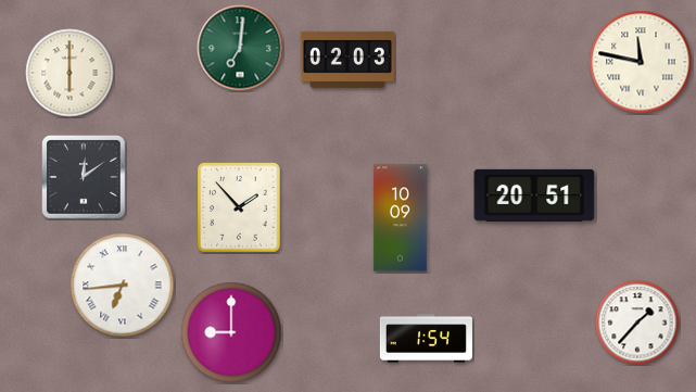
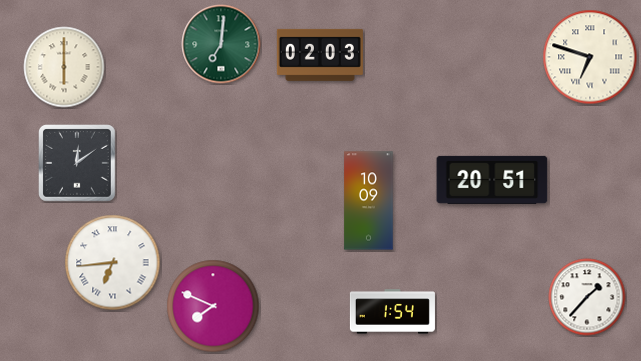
clock at (641, 62): 11:47 -> 6:48
clock at (240, 207): 1:53 -> none
clock at (231, 332): 9:00 -> 7:49
